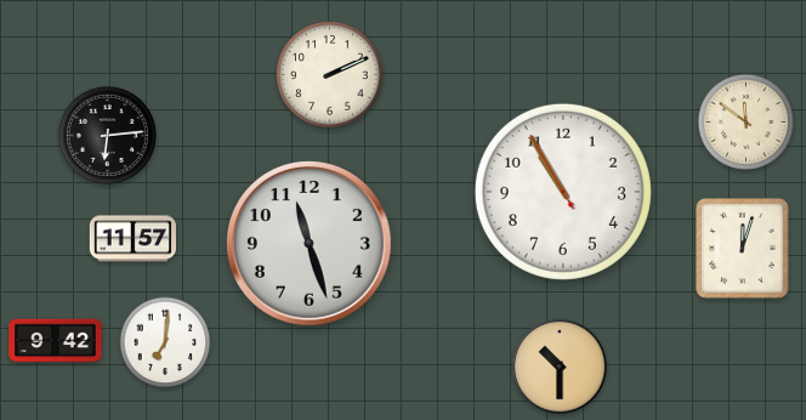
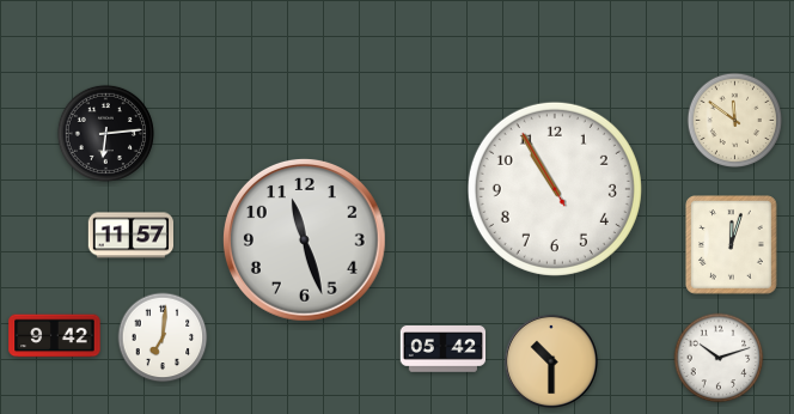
clock at (330, 75): 2:11 -> none
clock at (444, 349): none -> 05:42
clock at (719, 358): none -> 10:12
